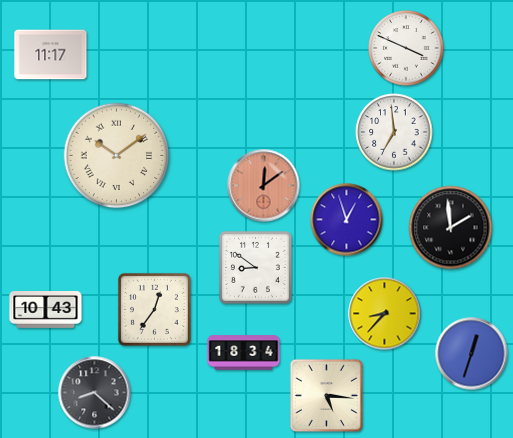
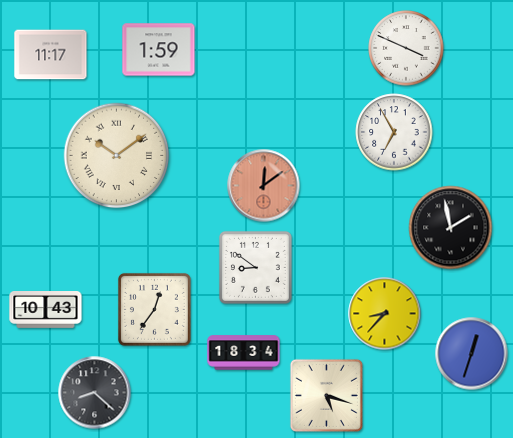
clock at (159, 50): none -> 1:59
clock at (394, 132): 6:59 -> 6:55
clock at (347, 220): 12:57 -> none
clock at (451, 228): 1:59 -> 1:58
clock at (326, 395): 5:16 -> 5:18
